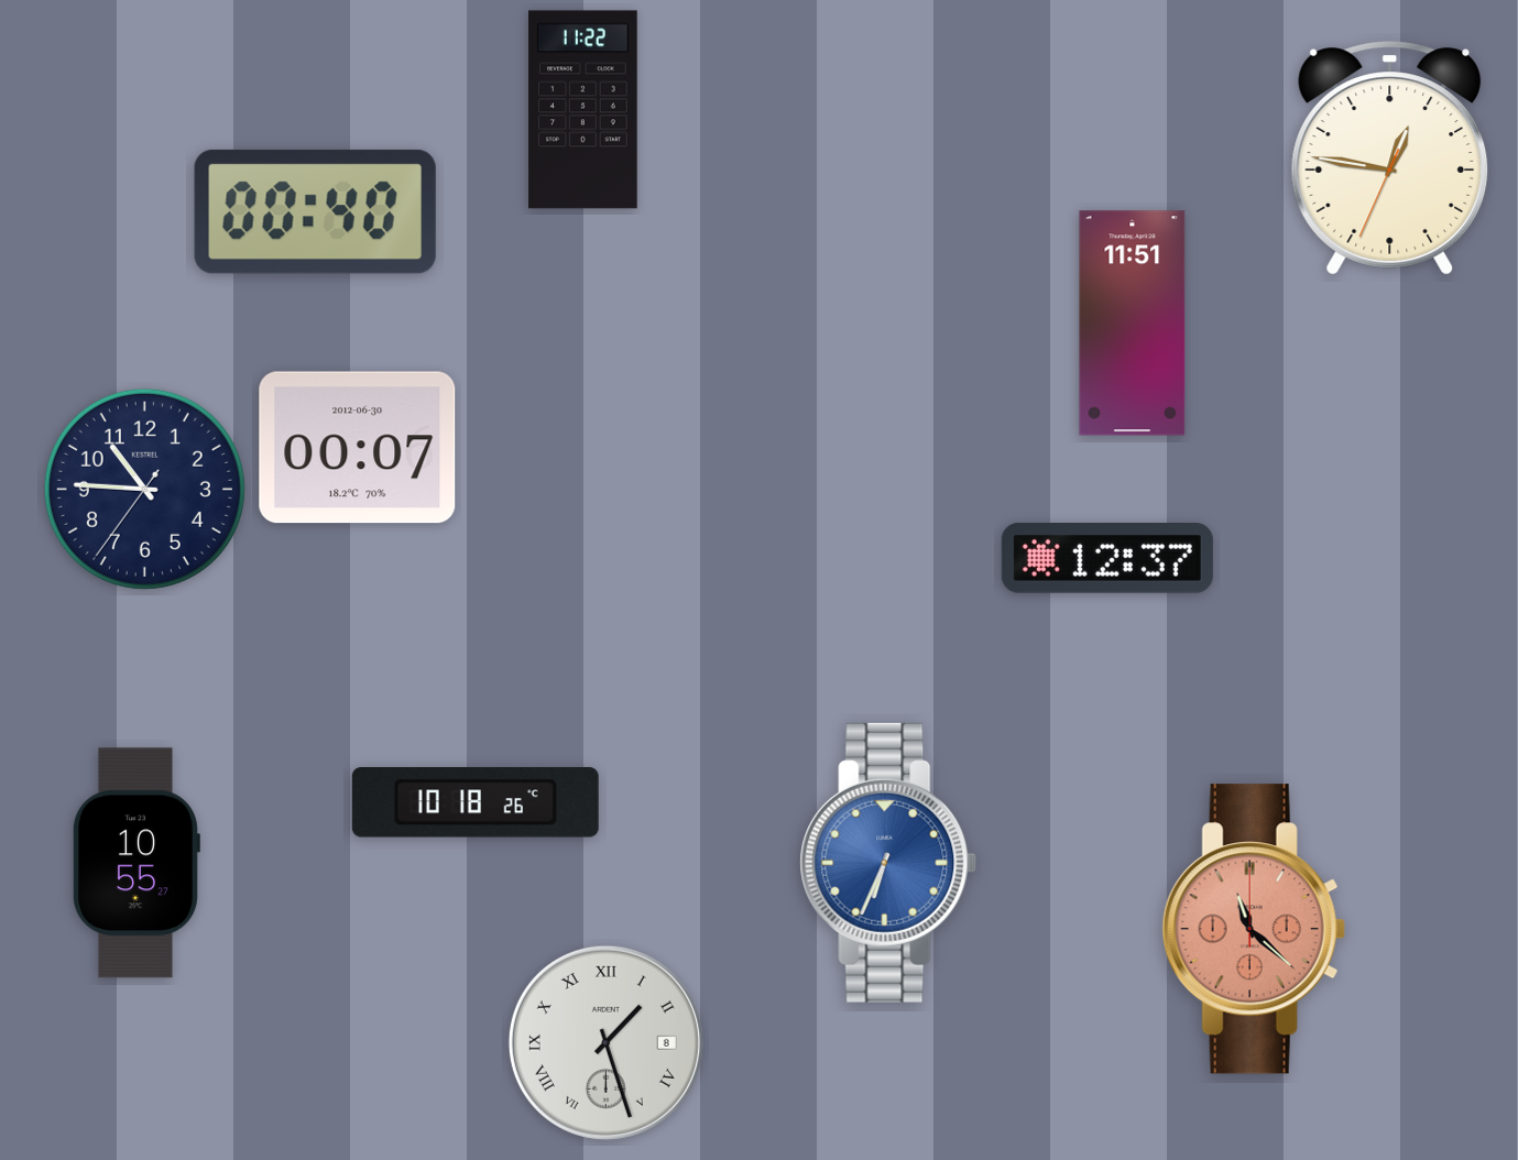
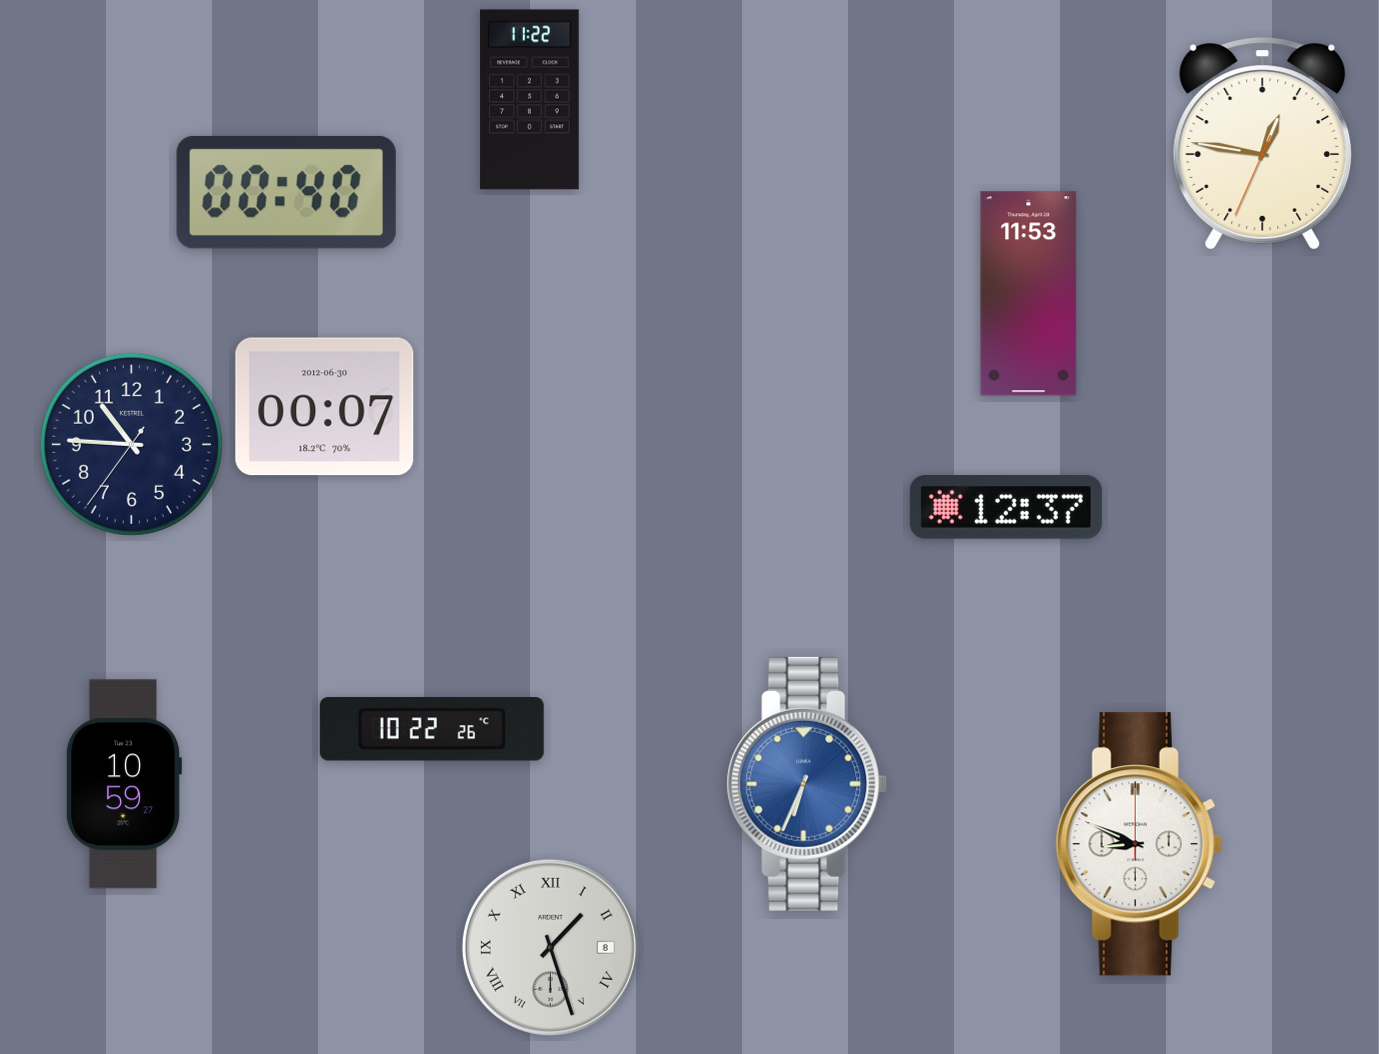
clock at (1133, 324): 11:51 -> 11:53
clock at (476, 803): 10:18 -> 10:22
clock at (135, 863): 10:55 -> 10:59
clock at (1254, 929): 11:22 -> 8:49
clock at (1254, 929) dial: salmon -> white
